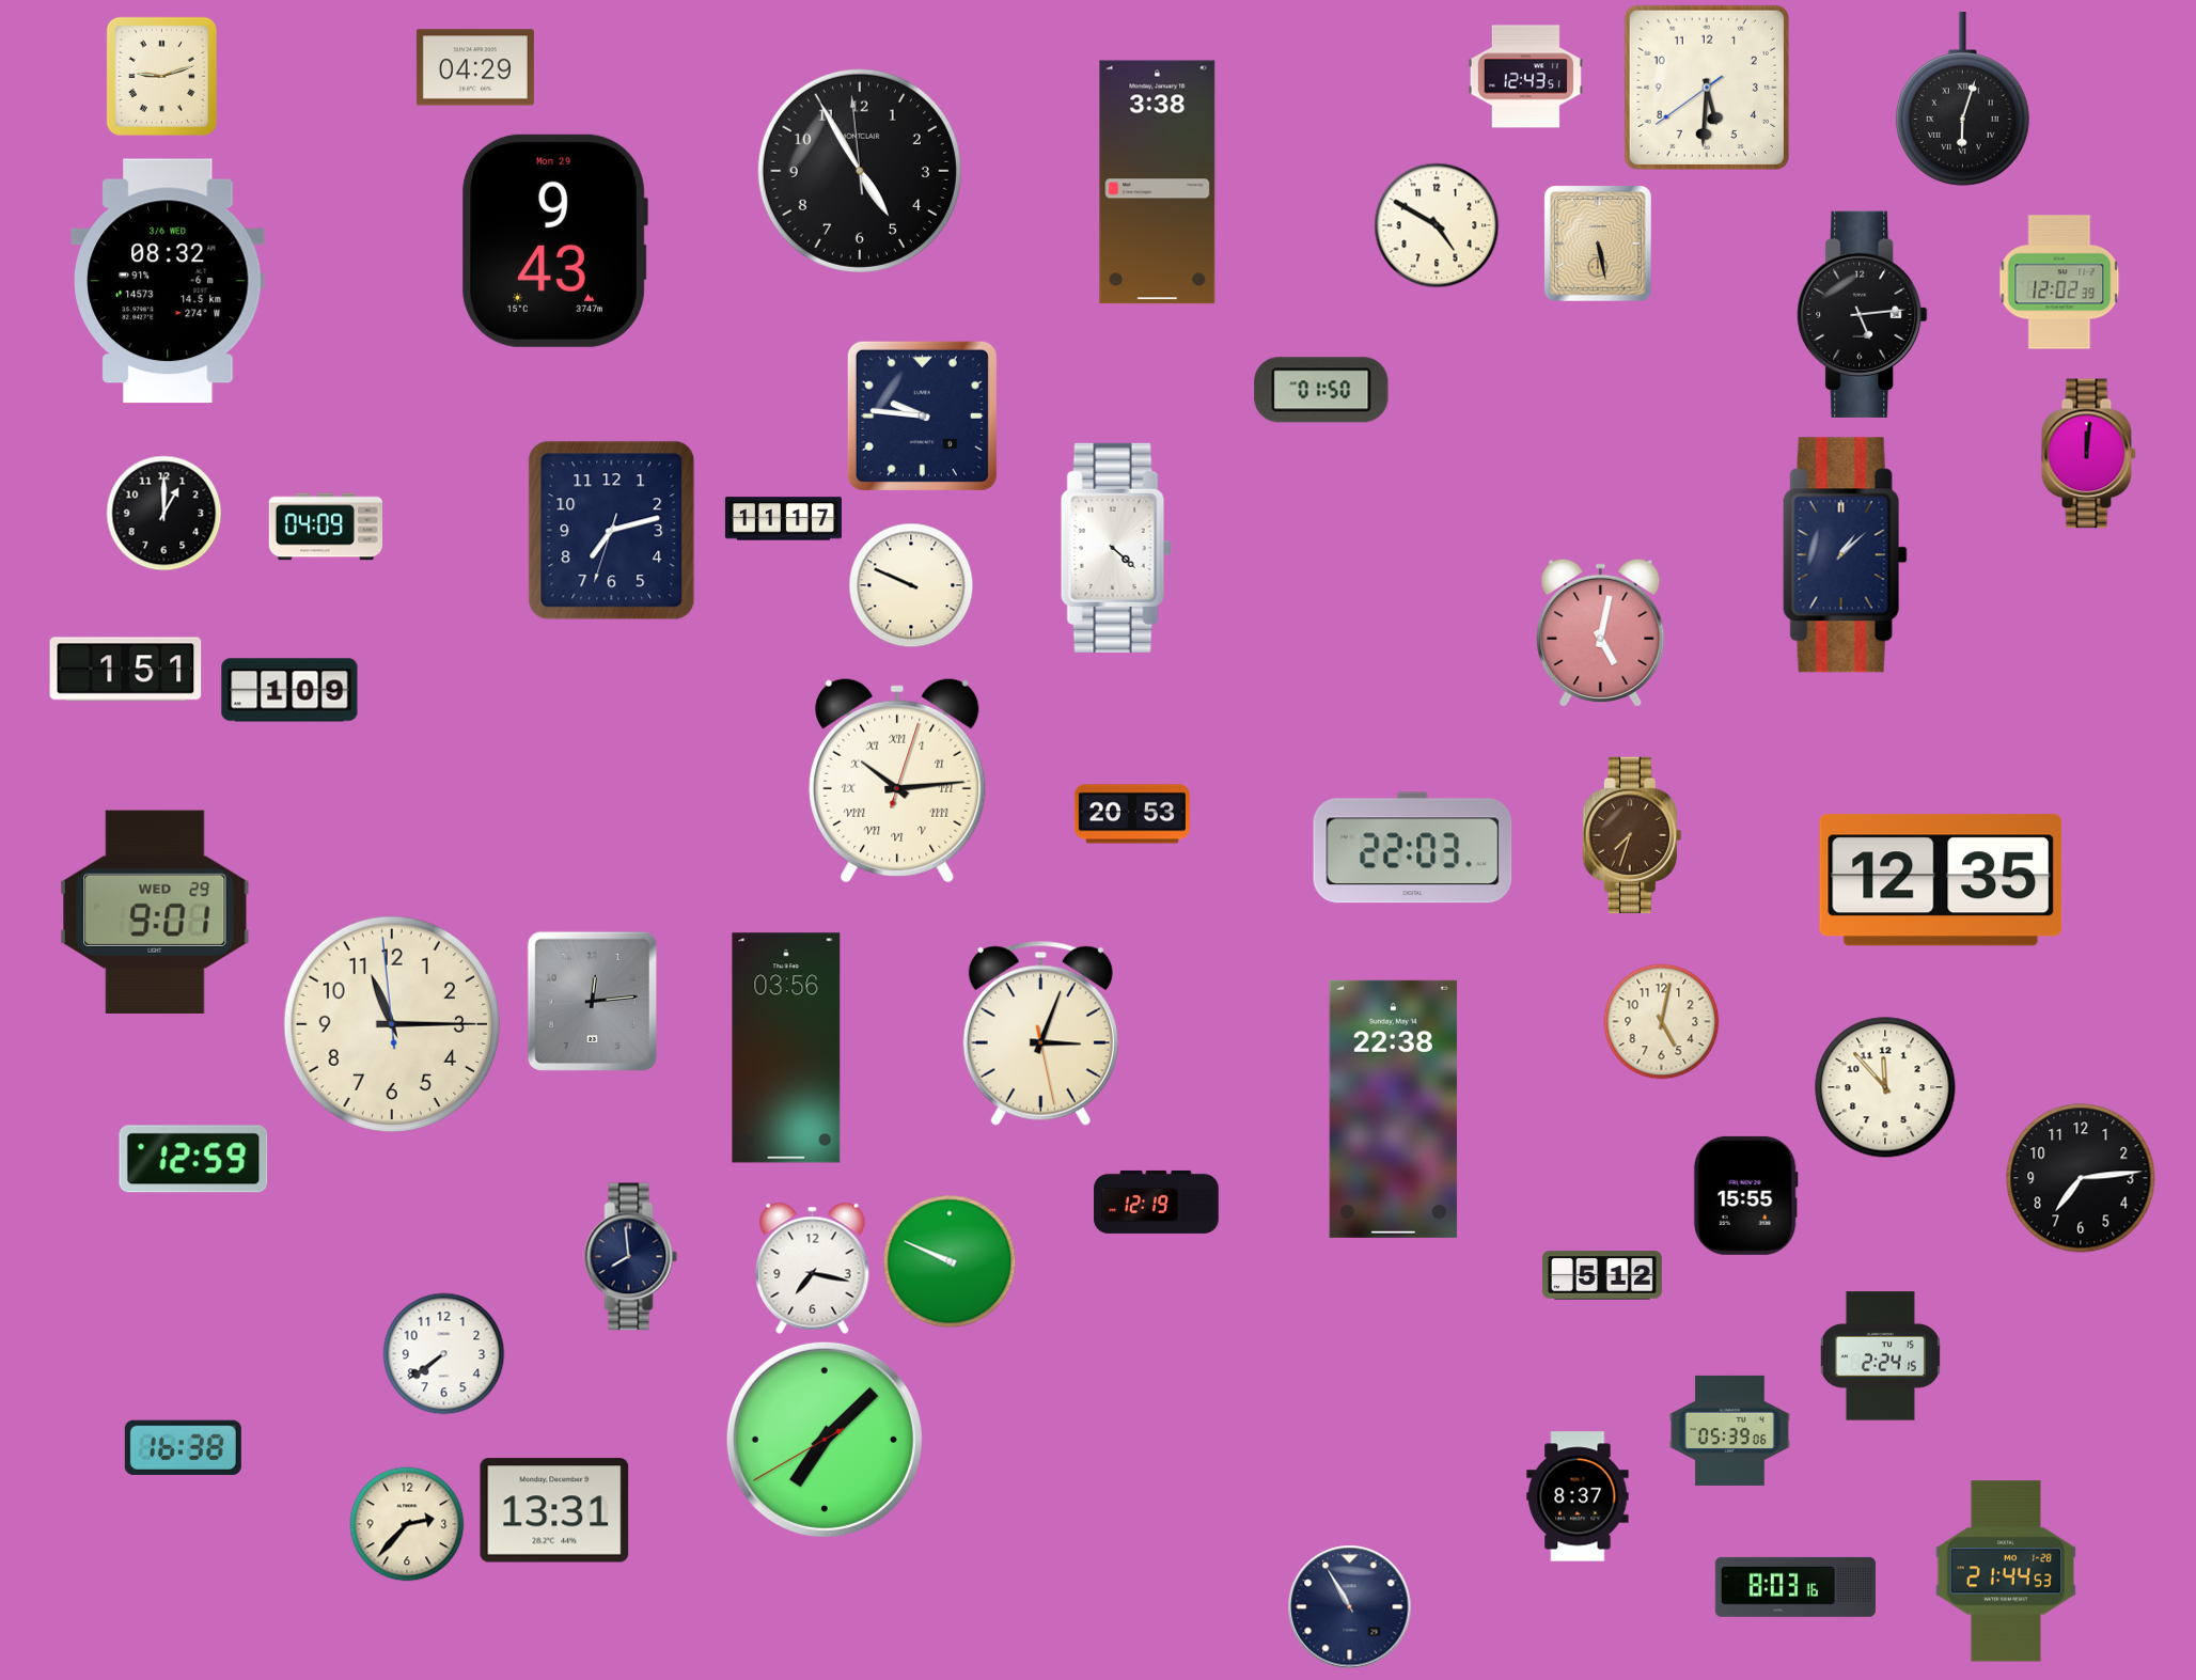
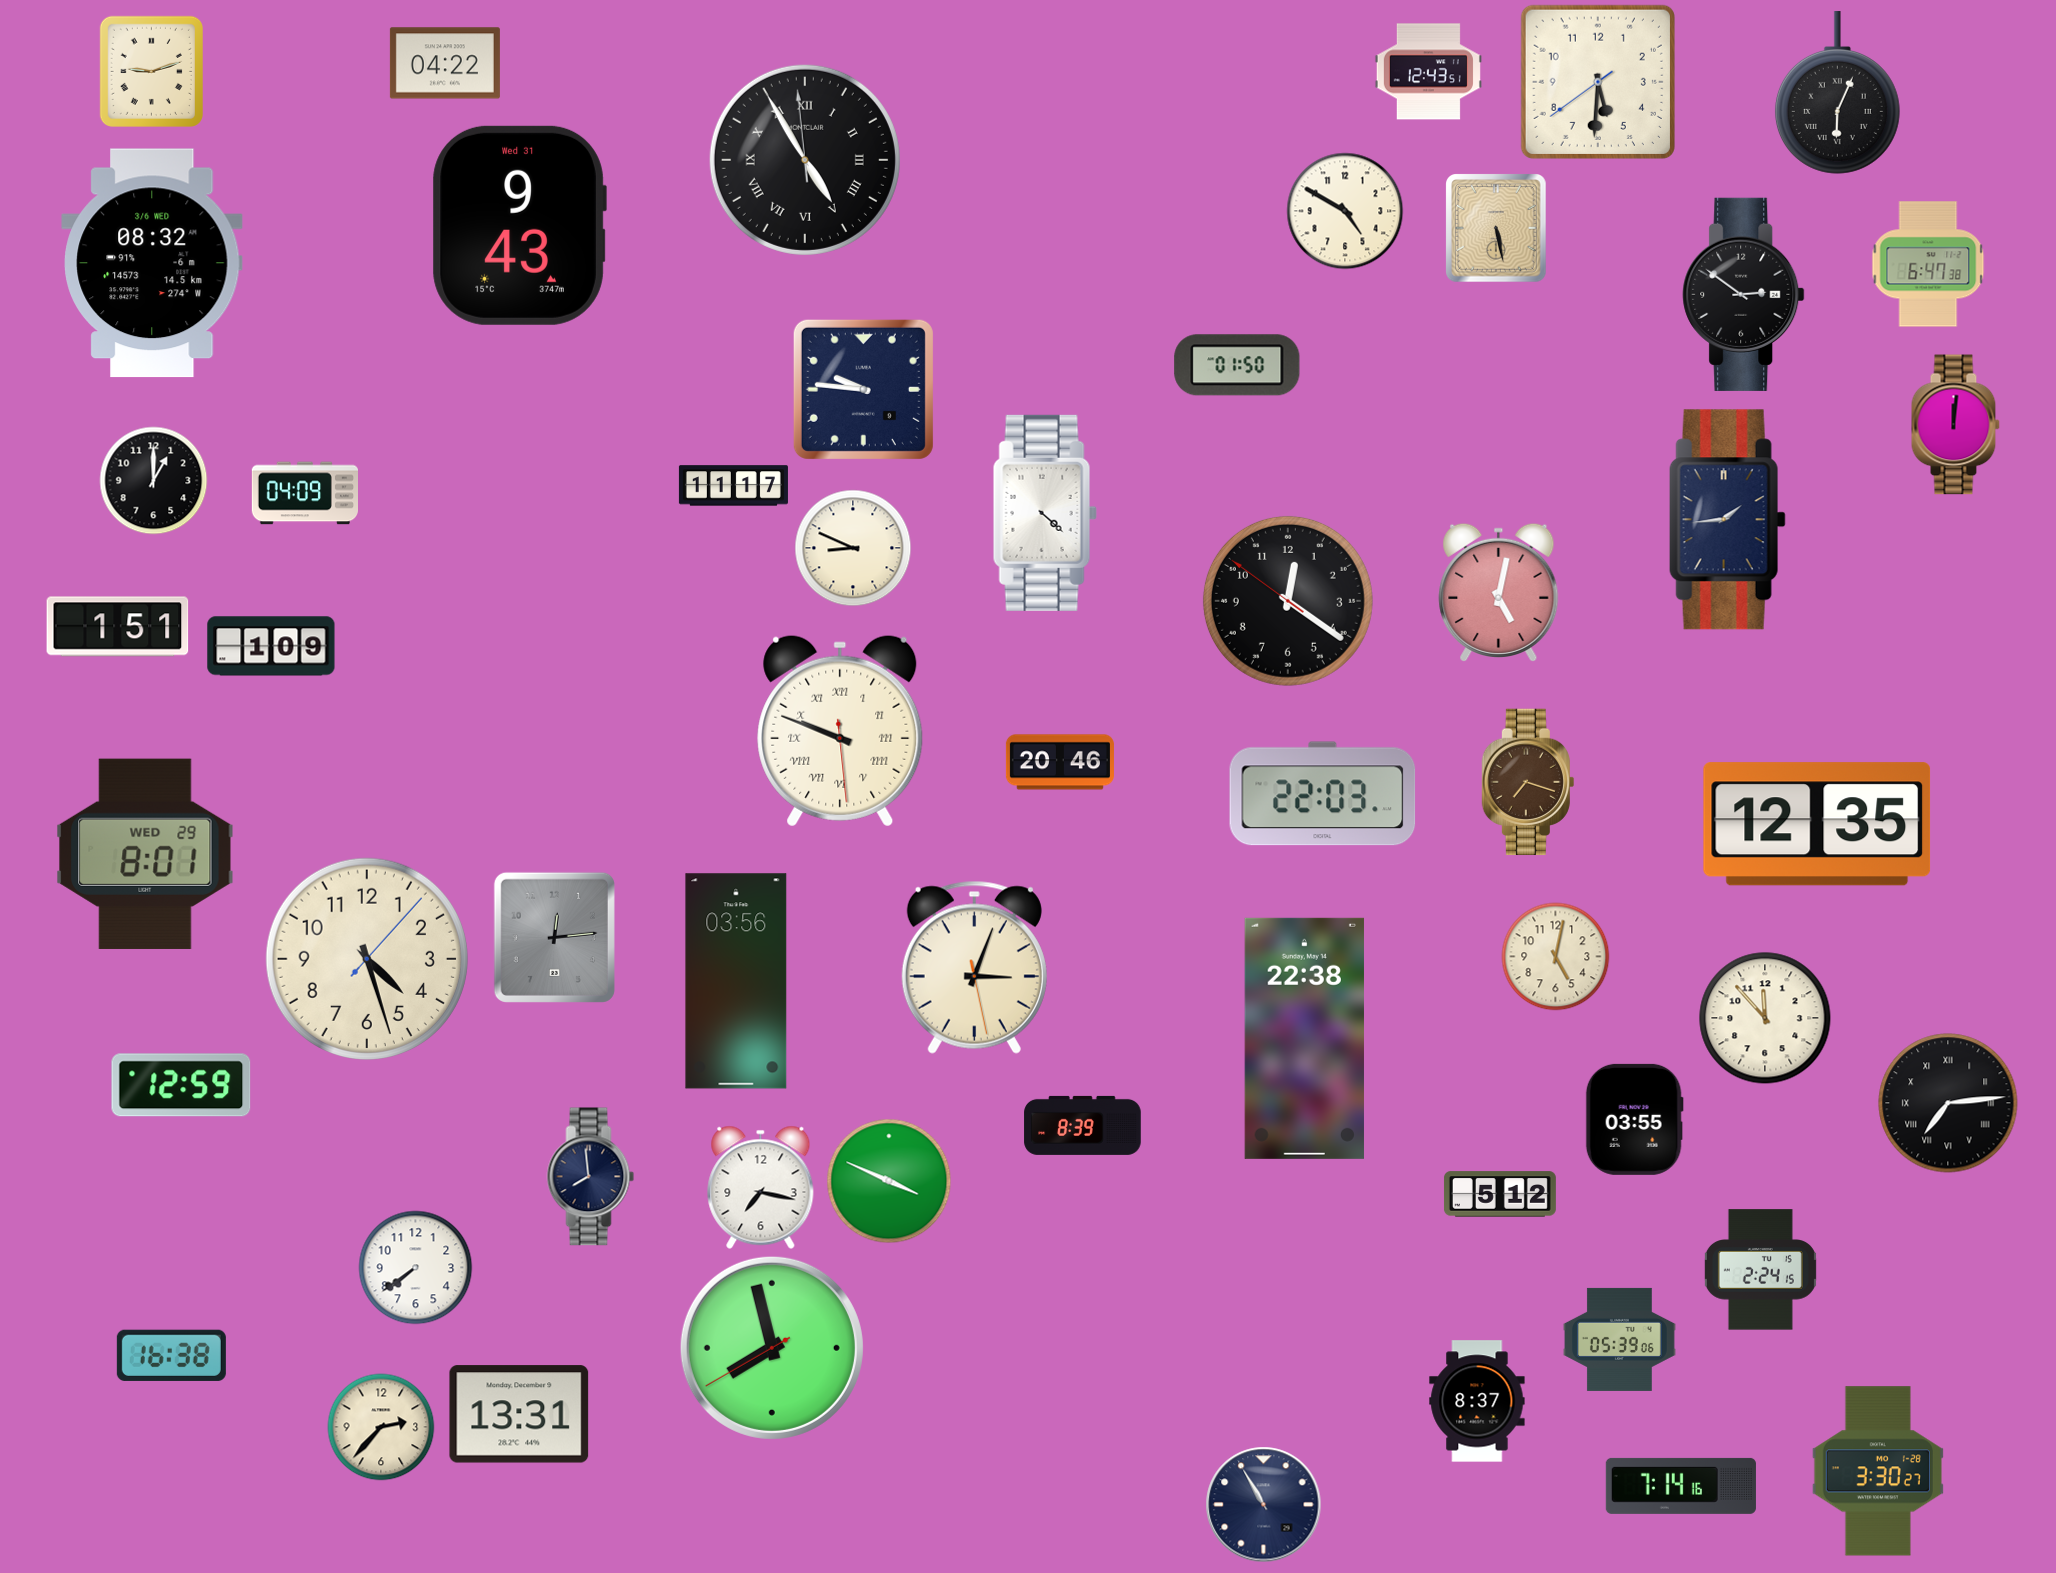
clock at (475, 67): 04:29 -> 04:22
clock at (1962, 99): 6:03 -> 6:04
clock at (860, 171) numerals: Arabic -> Roman
clock at (1158, 183): 3:38 -> none
clock at (554, 240) date: Mon 29 -> Wed 31
clock at (168, 281) position: (168, 281) -> (152, 263)
clock at (2059, 282): 12:02 -> 6:47
clock at (1863, 314): 5:14 -> 2:51
clock at (612, 531): 7:12 -> none
clock at (1845, 555): 1:08 -> 1:44
clock at (911, 585): 9:49 -> 8:49
clock at (1288, 601): none -> 12:20
clock at (897, 781): 10:14 -> 9:48
clock at (1132, 814): 20:53 -> 20:46
clock at (1632, 835): 7:33 -> 7:18
clock at (155, 912): 9:01 -> 8:01
clock at (392, 1024): 11:14 -> 4:27
clock at (2081, 1178) numerals: Arabic -> Roman
clock at (1745, 1195): 15:55 -> 03:55
clock at (1157, 1202): 12:19 -> 8:39
clock at (950, 1261): 9:49 -> 3:49
clock at (825, 1440): 7:07 -> 7:57
clock at (2006, 1571): 21:44 -> 3:30
clock at (1795, 1587): 8:03 -> 7:14
